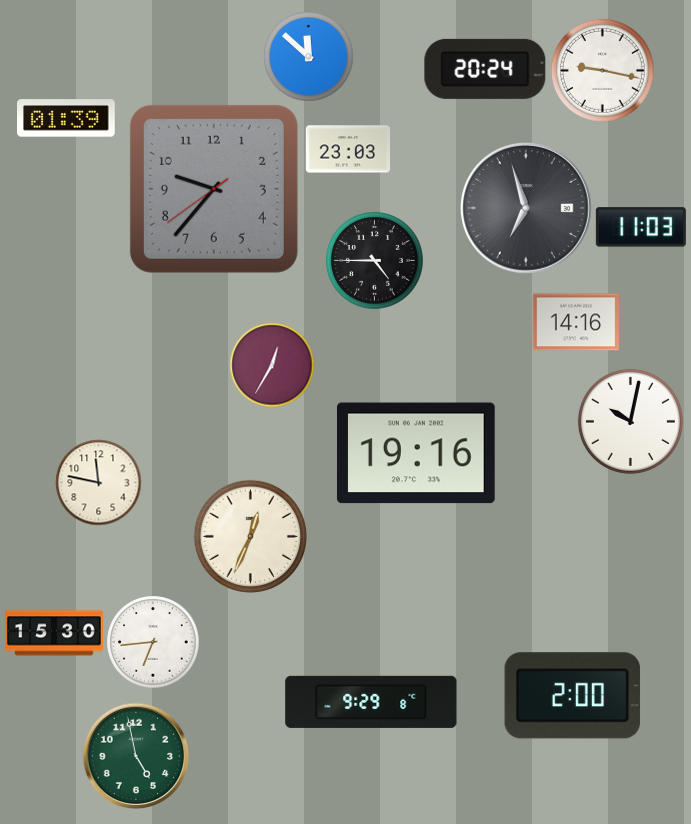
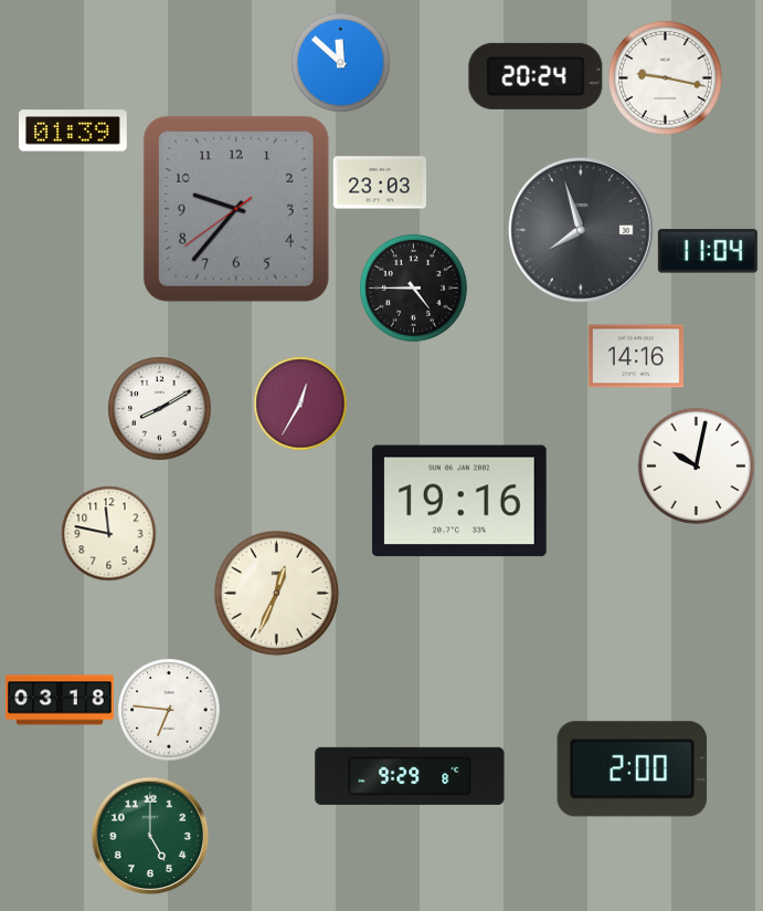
clock at (347, 149) position: (347, 149) -> (379, 182)
clock at (527, 209): 6:57 -> 7:57
clock at (641, 227): 11:03 -> 11:04
clock at (159, 408): none -> 8:10
clock at (54, 633): 15:30 -> 03:18
clock at (153, 642): 6:44 -> 6:46
clock at (136, 756): 4:58 -> 5:00
